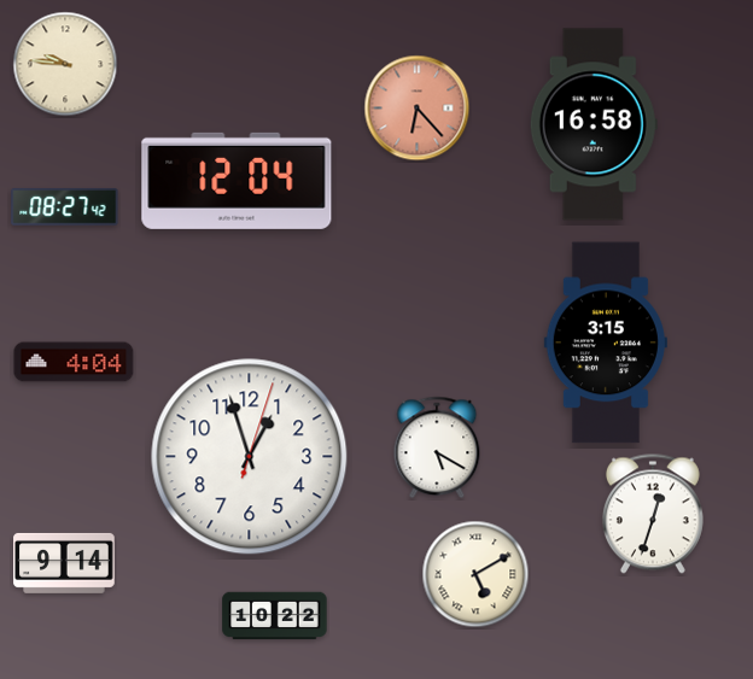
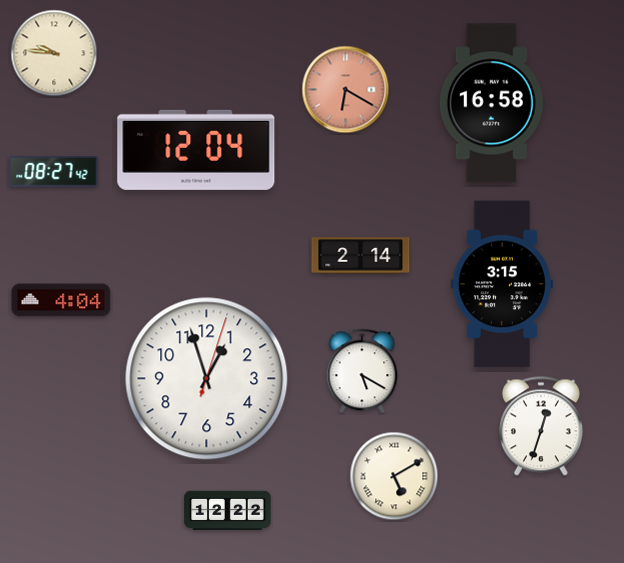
clock at (418, 109): 6:23 -> 6:20
clock at (361, 256): none -> 2:14
clock at (64, 563): 9:14 -> none
clock at (275, 616): 10:22 -> 12:22
